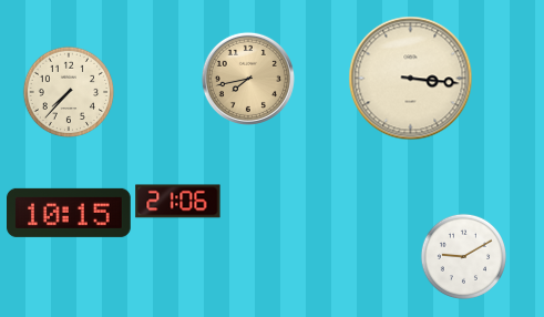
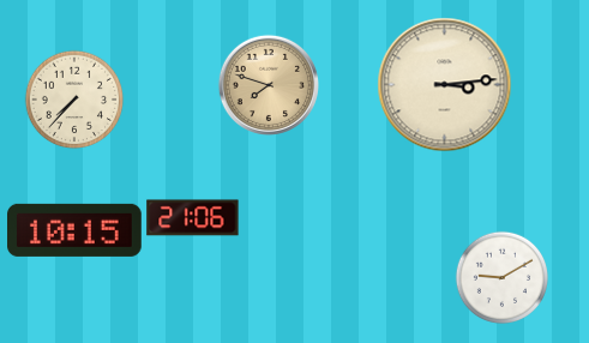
clock at (248, 79): 7:43 -> 7:48
clock at (411, 79): 3:16 -> 3:14
